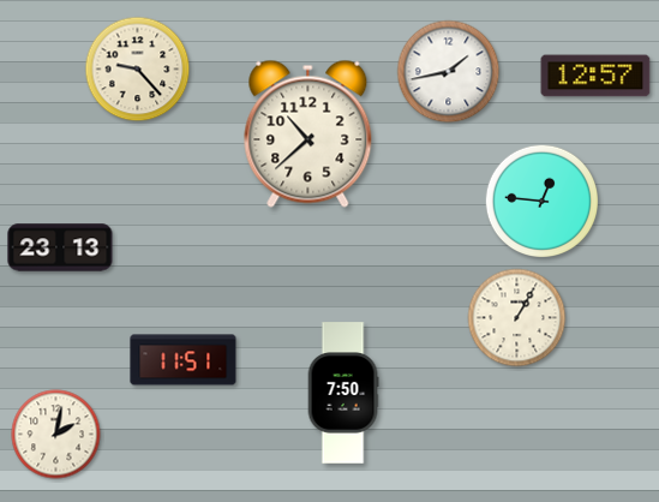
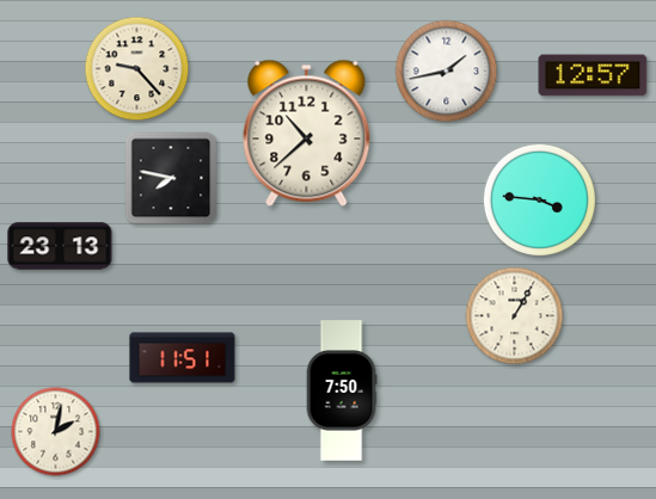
clock at (171, 178): none -> 7:47
clock at (541, 201): 12:46 -> 3:46
